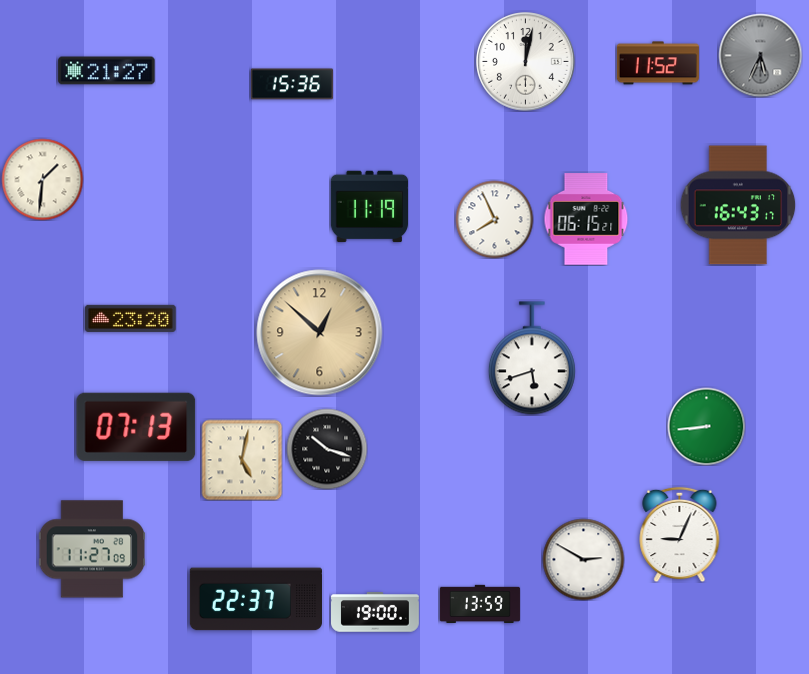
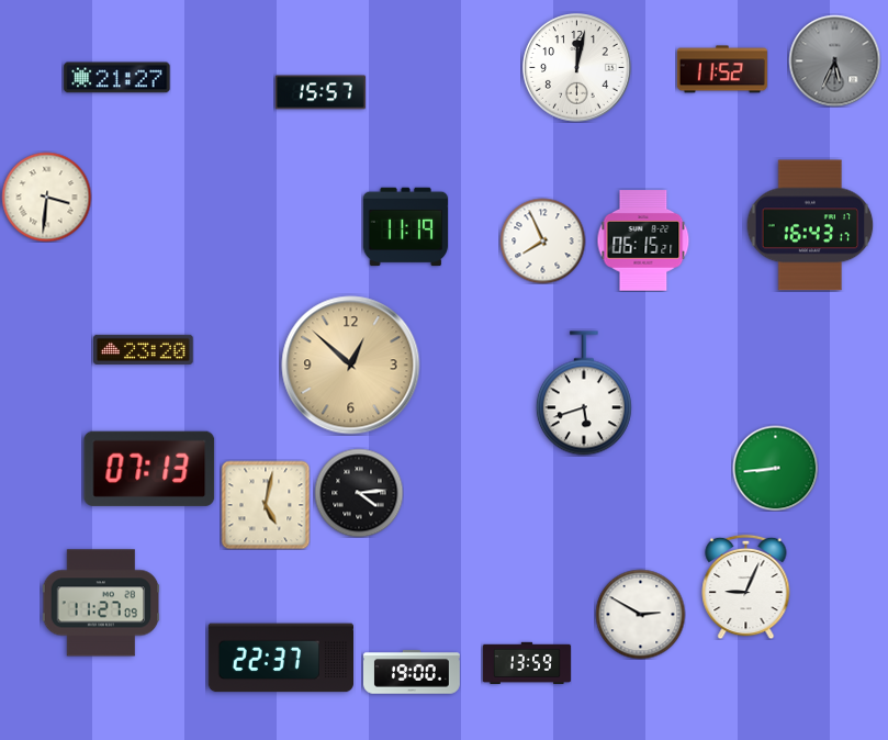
clock at (292, 84): 15:36 -> 15:57
clock at (42, 179): 1:31 -> 3:31
clock at (327, 449): 10:18 -> 4:14
